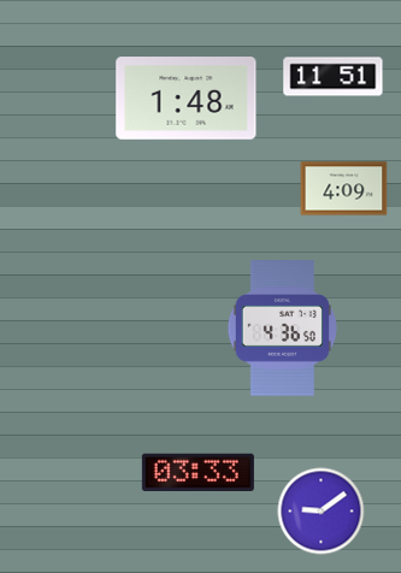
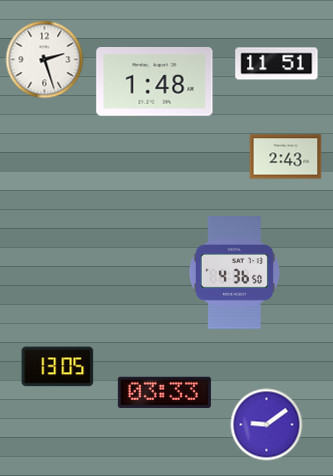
clock at (45, 60): none -> 2:27
clock at (344, 189): 4:09 -> 2:43
clock at (58, 367): none -> 13:05
